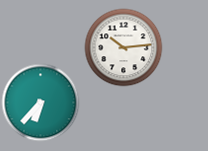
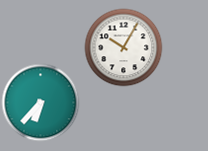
clock at (123, 47): 10:14 -> 10:05
